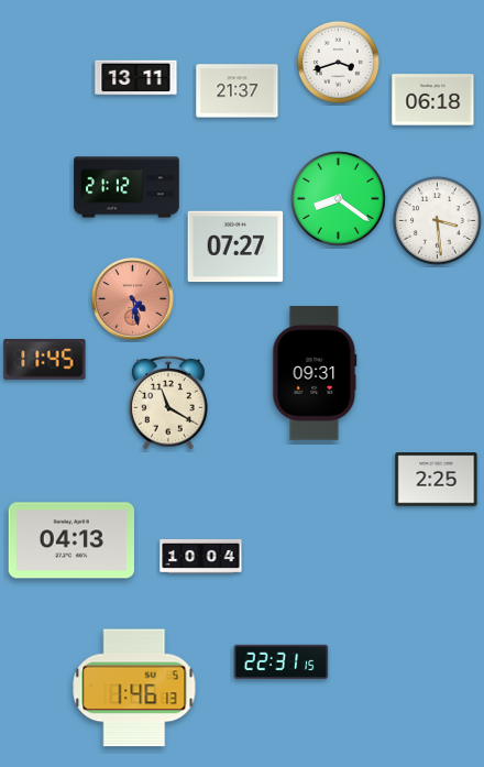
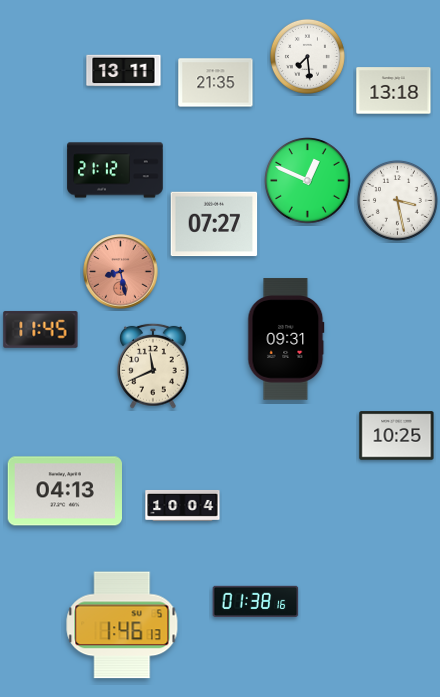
clock at (338, 62): 3:42 -> 7:29
clock at (238, 91): 21:37 -> 21:35
clock at (433, 100): 06:18 -> 13:18
clock at (339, 199): 8:21 -> 12:49
clock at (437, 220): 3:29 -> 3:28
clock at (133, 299): 4:28 -> 8:28
clock at (45, 359) position: (45, 359) -> (41, 329)
clock at (169, 403): 11:20 -> 11:41
clock at (437, 480): 2:25 -> 10:25
clock at (282, 661): 22:31 -> 01:38
